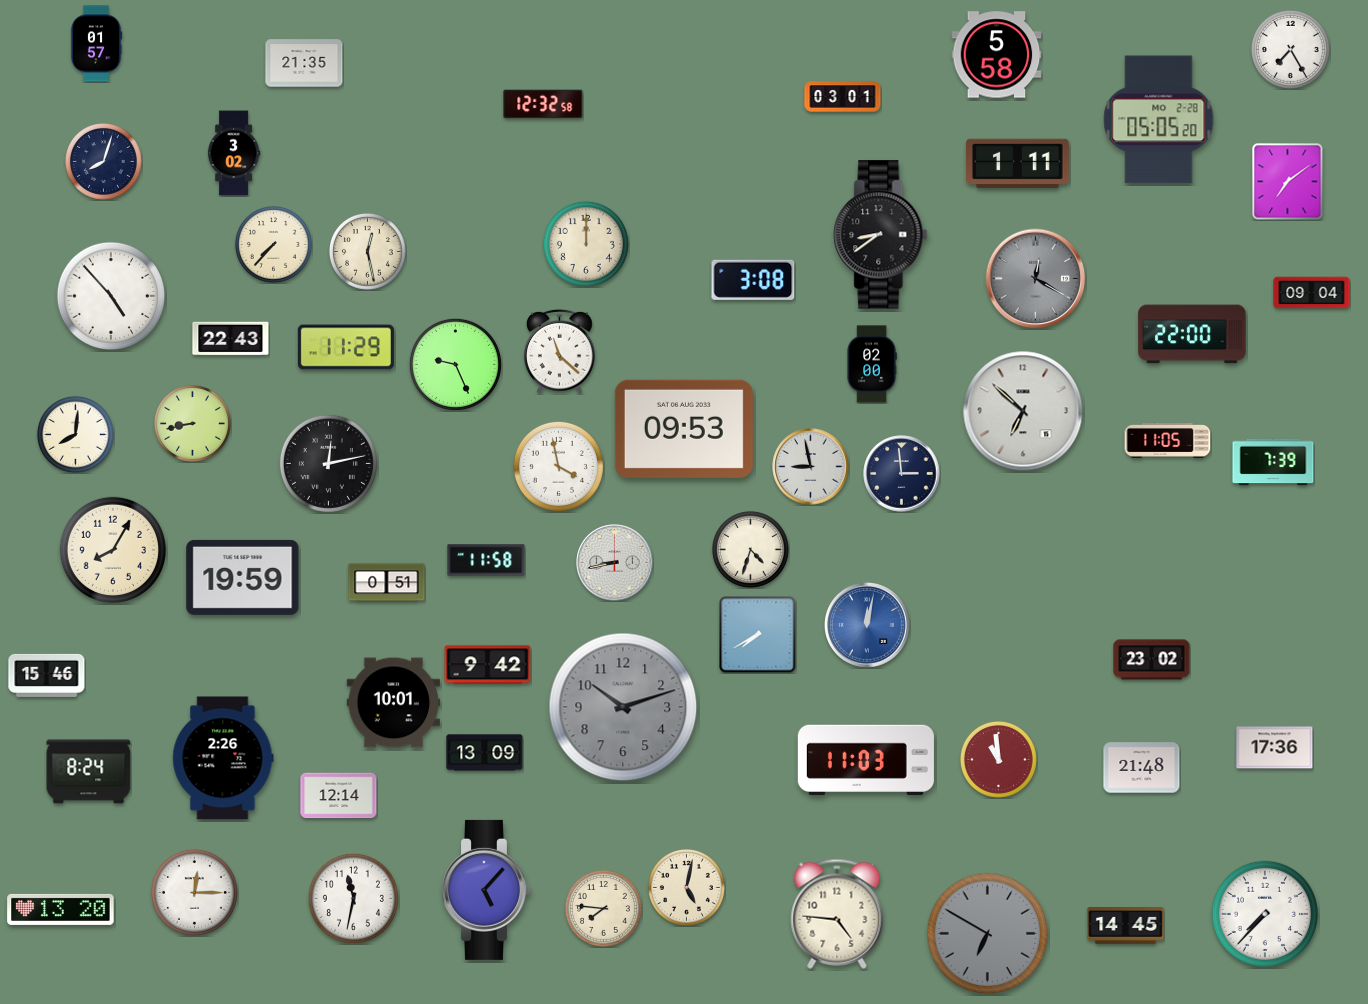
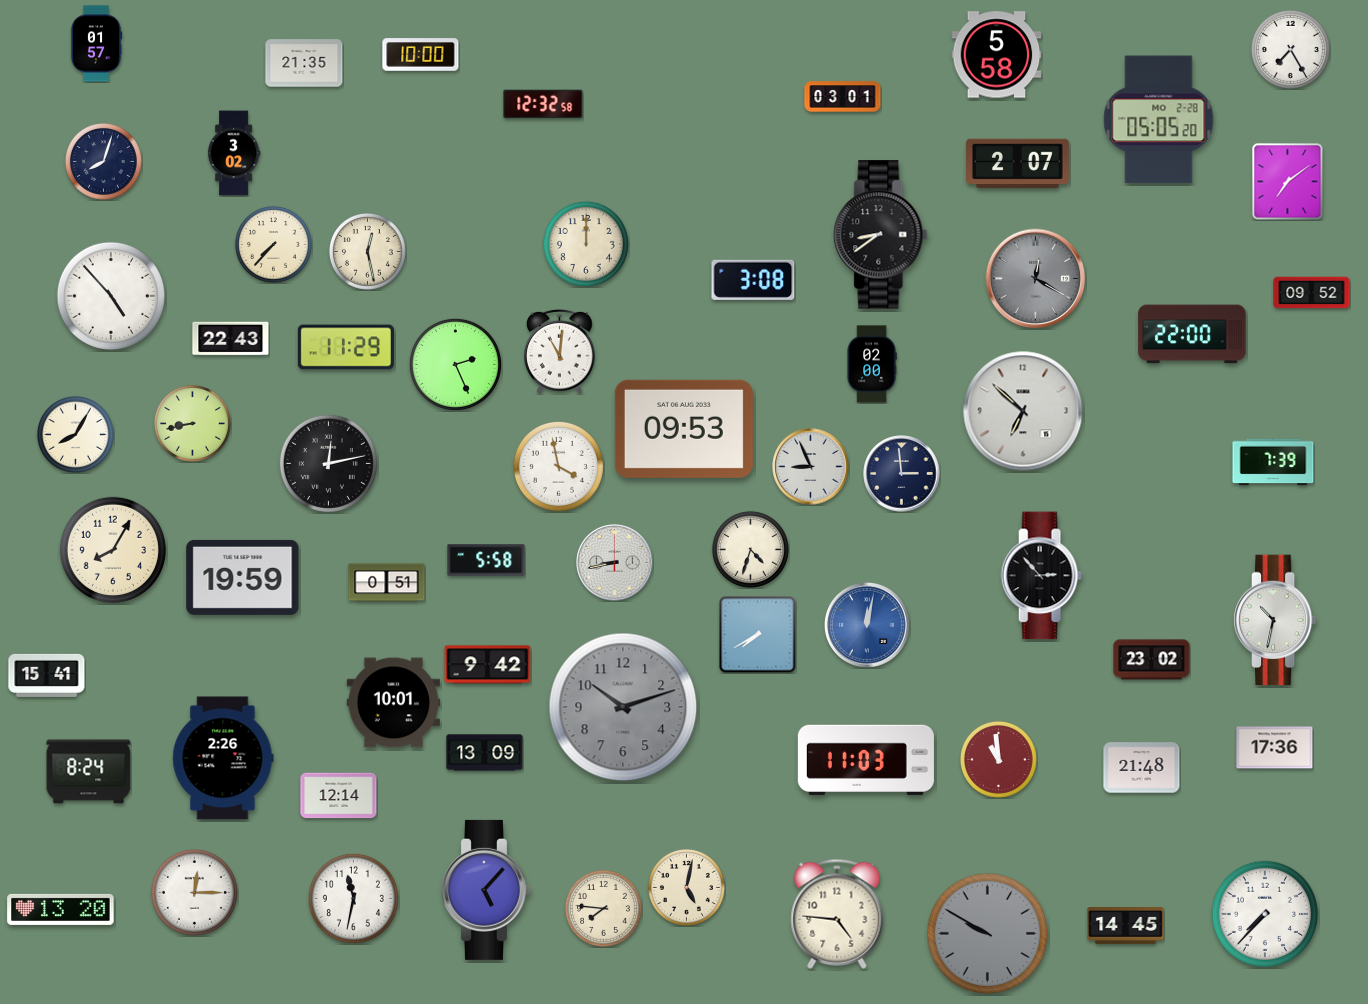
clock at (421, 55): none -> 10:00
clock at (1018, 164): 1:11 -> 2:07
clock at (1312, 293): 09:04 -> 09:52
clock at (560, 351): 11:22 -> 11:01
clock at (455, 364): 9:26 -> 2:26
clock at (76, 435): 8:01 -> 8:05
clock at (1168, 440): 11:05 -> none
clock at (811, 467): 8:58 -> 8:56
clock at (486, 560): 11:58 -> 5:58
clock at (1041, 576): none -> 2:53
clock at (1275, 620): none -> 10:32
clock at (47, 675): 15:46 -> 15:41
clock at (988, 934): 6:50 -> 9:50
